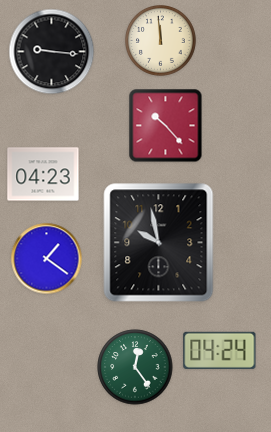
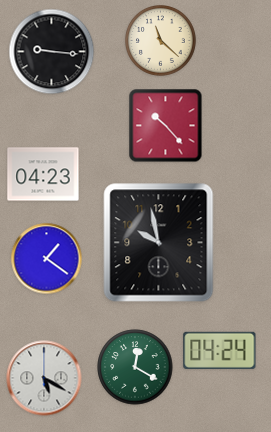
clock at (161, 41): 11:59 -> 11:22
clock at (135, 367): 12:24 -> 12:20
clock at (44, 378): none -> 5:20
